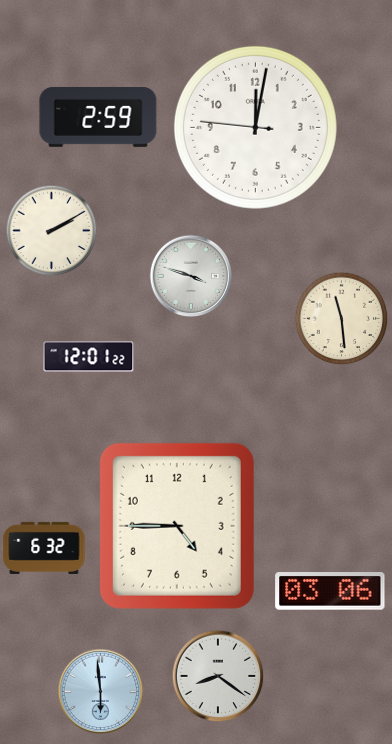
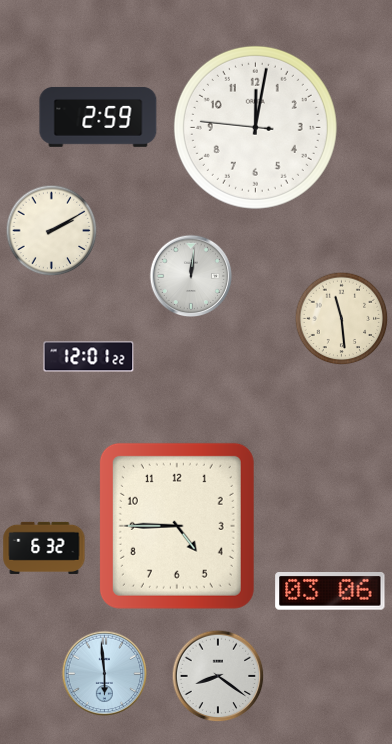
clock at (191, 276): 3:48 -> 12:01
clock at (101, 692) position: (101, 692) -> (105, 674)
